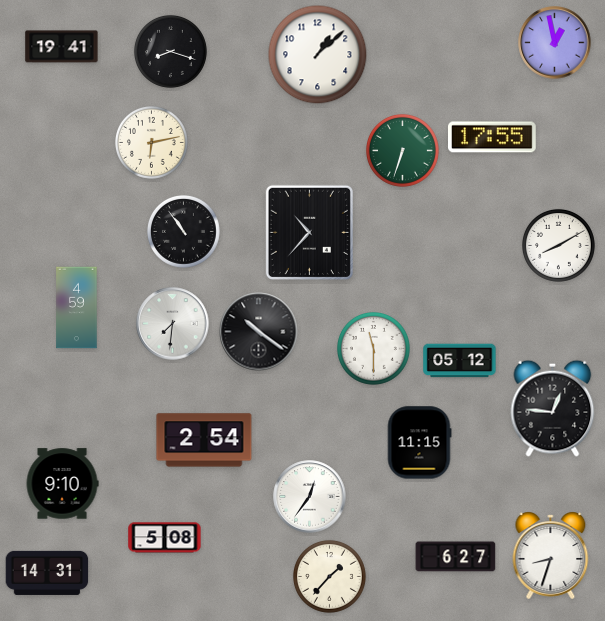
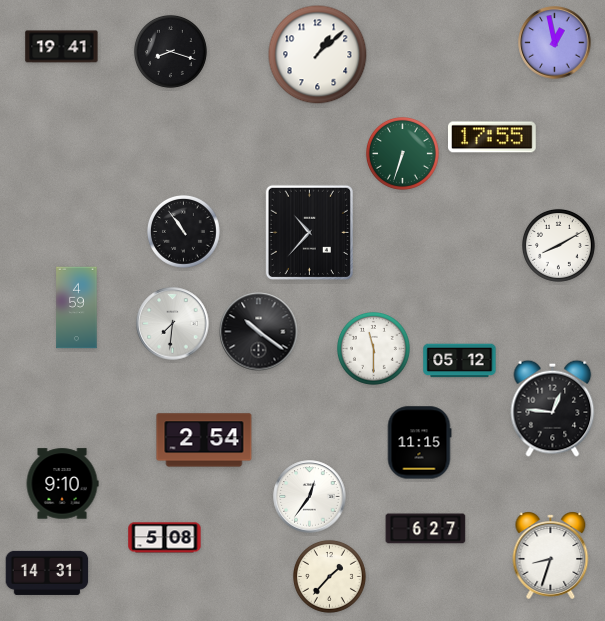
clock at (151, 142): 6:13 -> none
clock at (402, 150) position: (402, 150) -> (402, 153)
clock at (456, 557) position: (456, 557) -> (426, 529)
